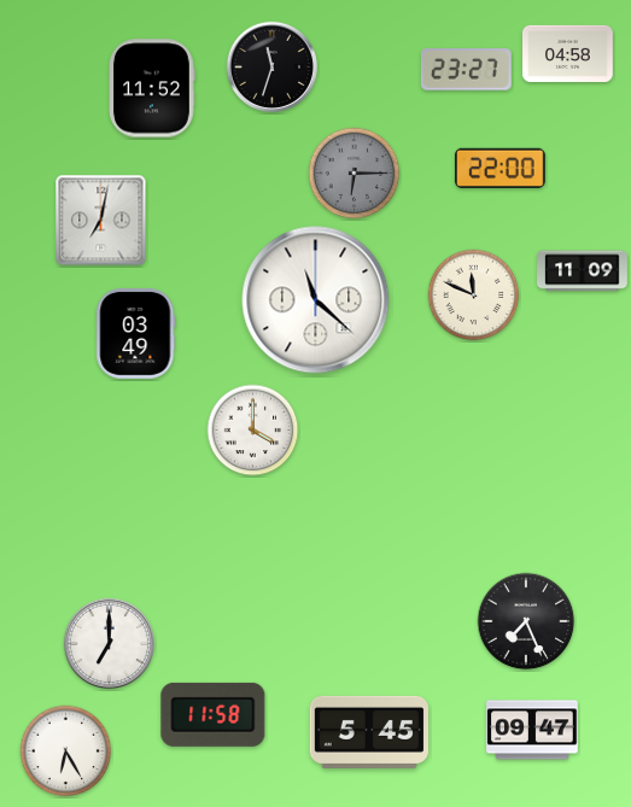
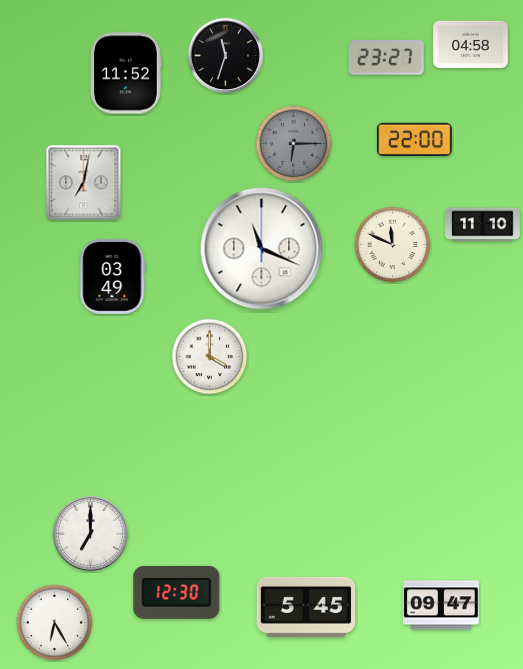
clock at (583, 271): 11:09 -> 11:10
clock at (316, 300): 11:22 -> 11:19
clock at (526, 621): 7:26 -> none
clock at (214, 714): 11:58 -> 12:30
